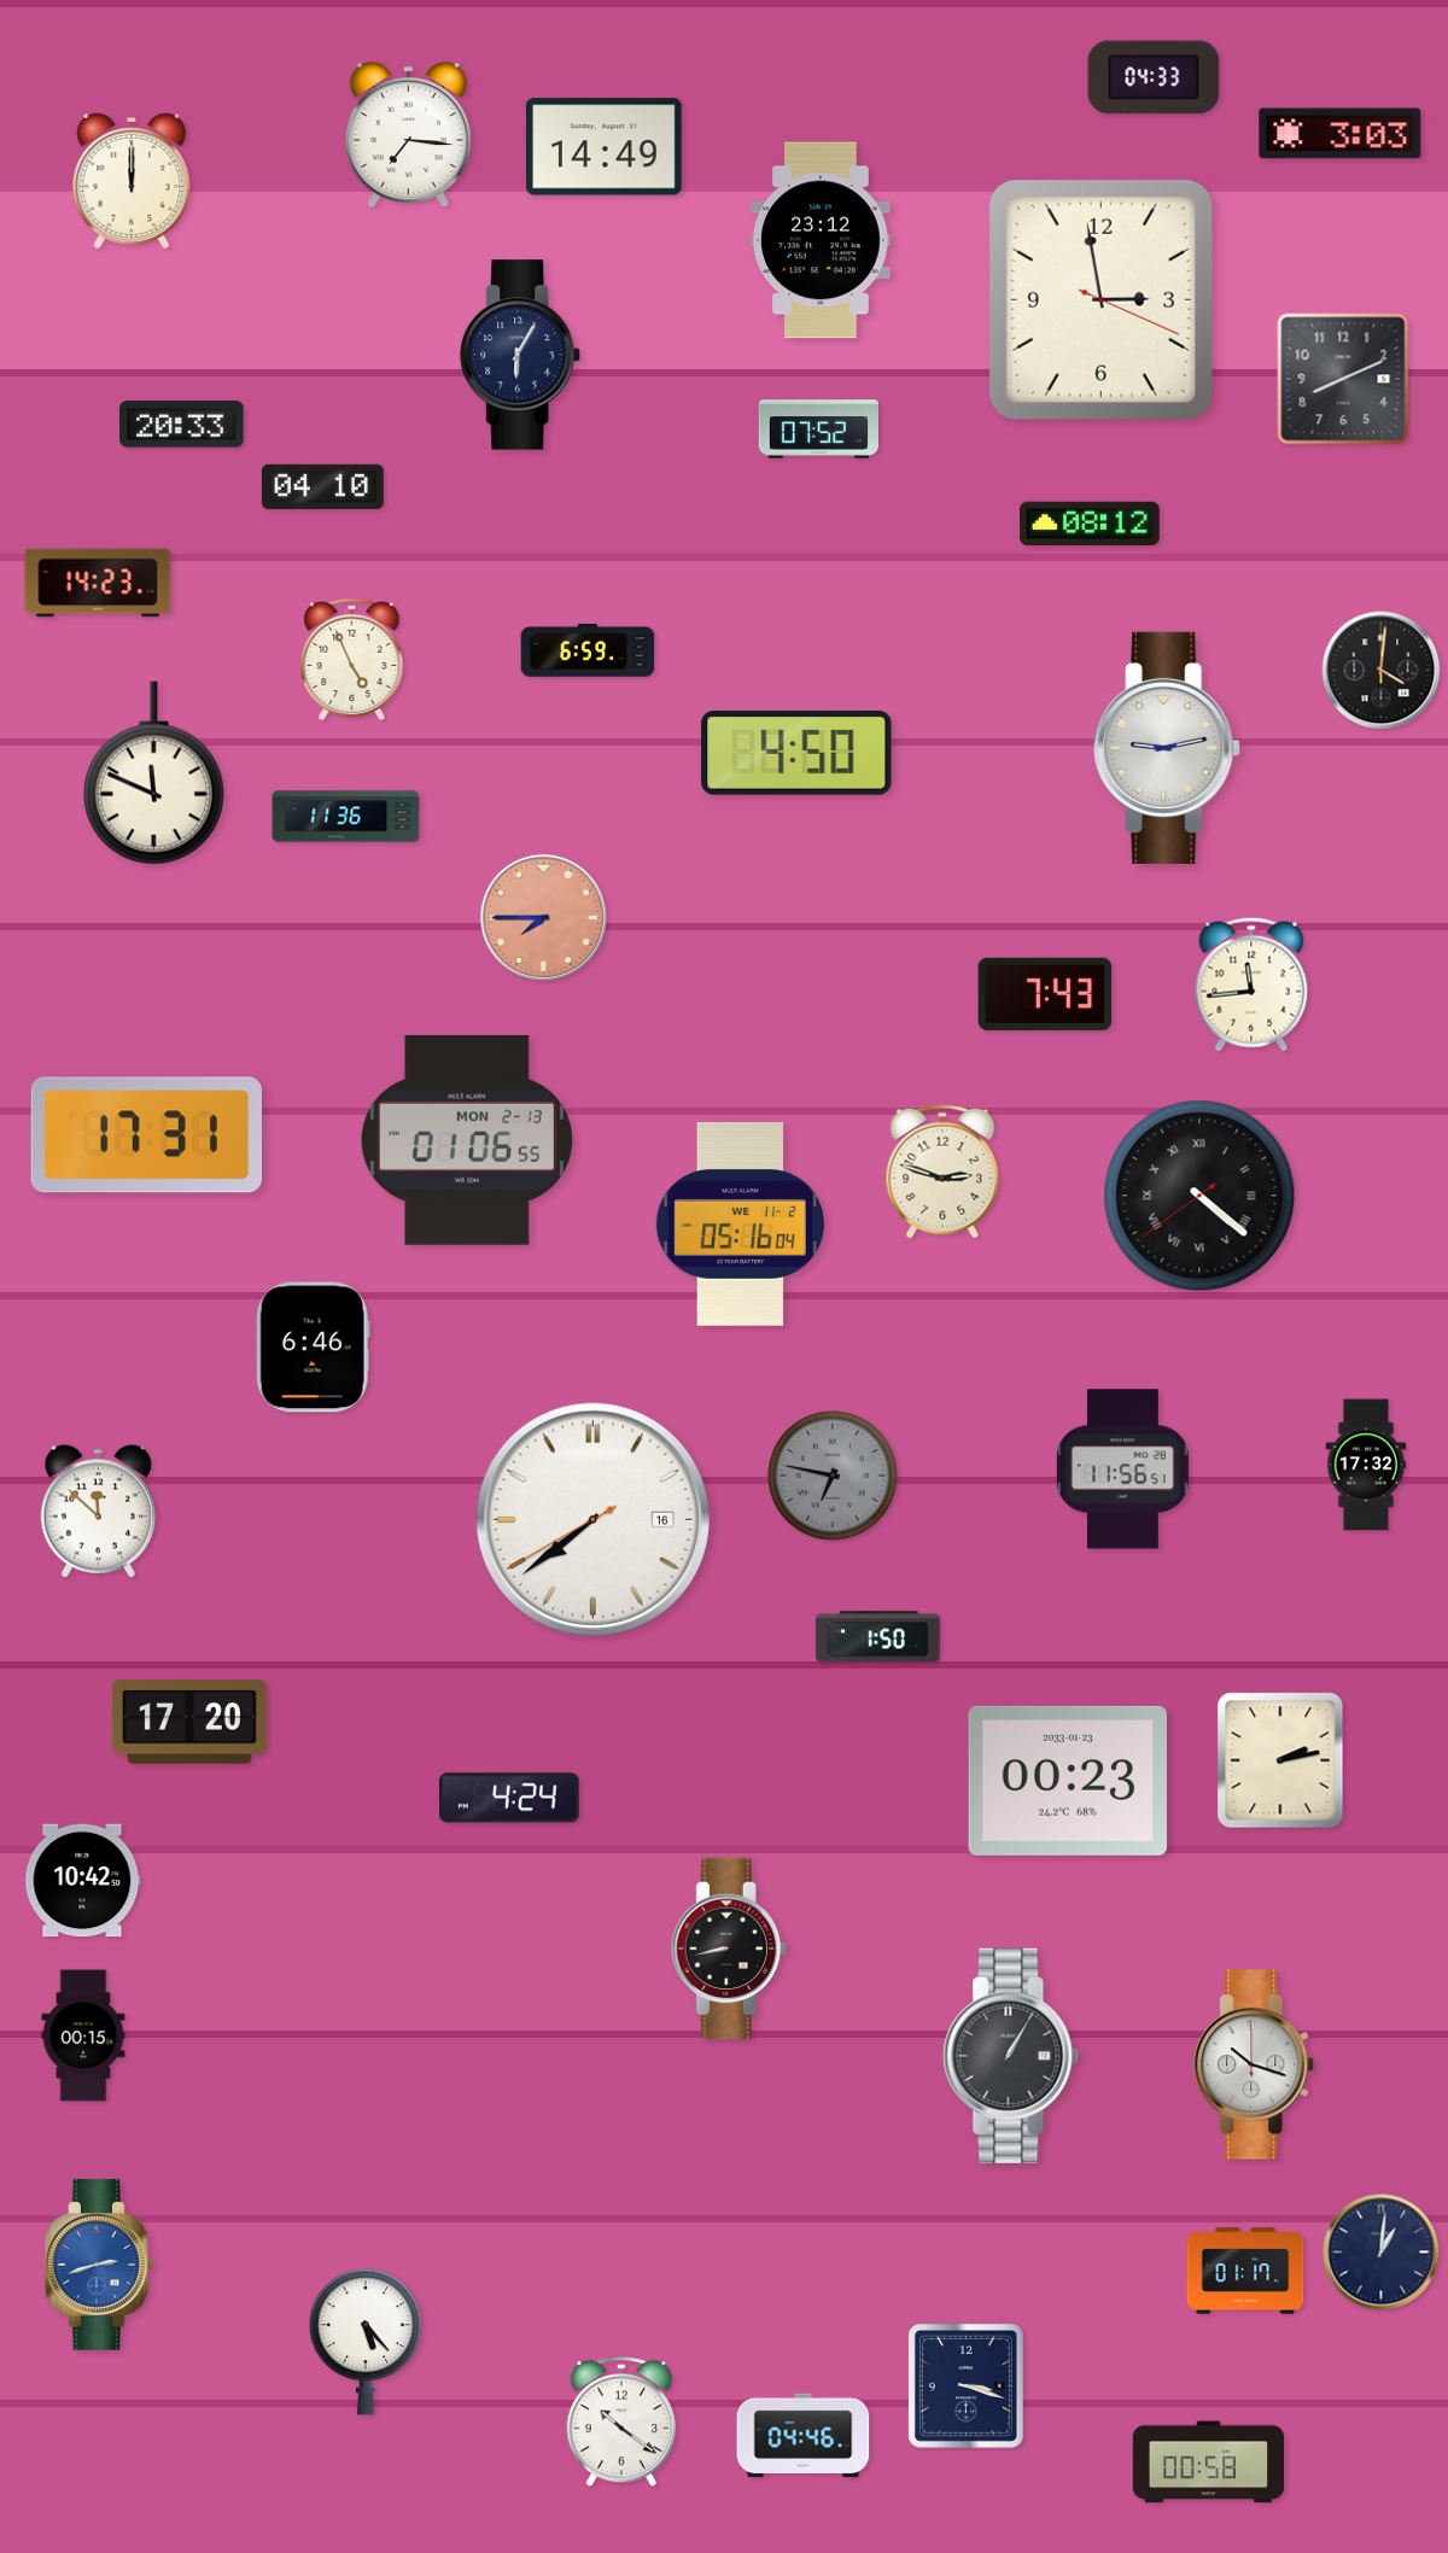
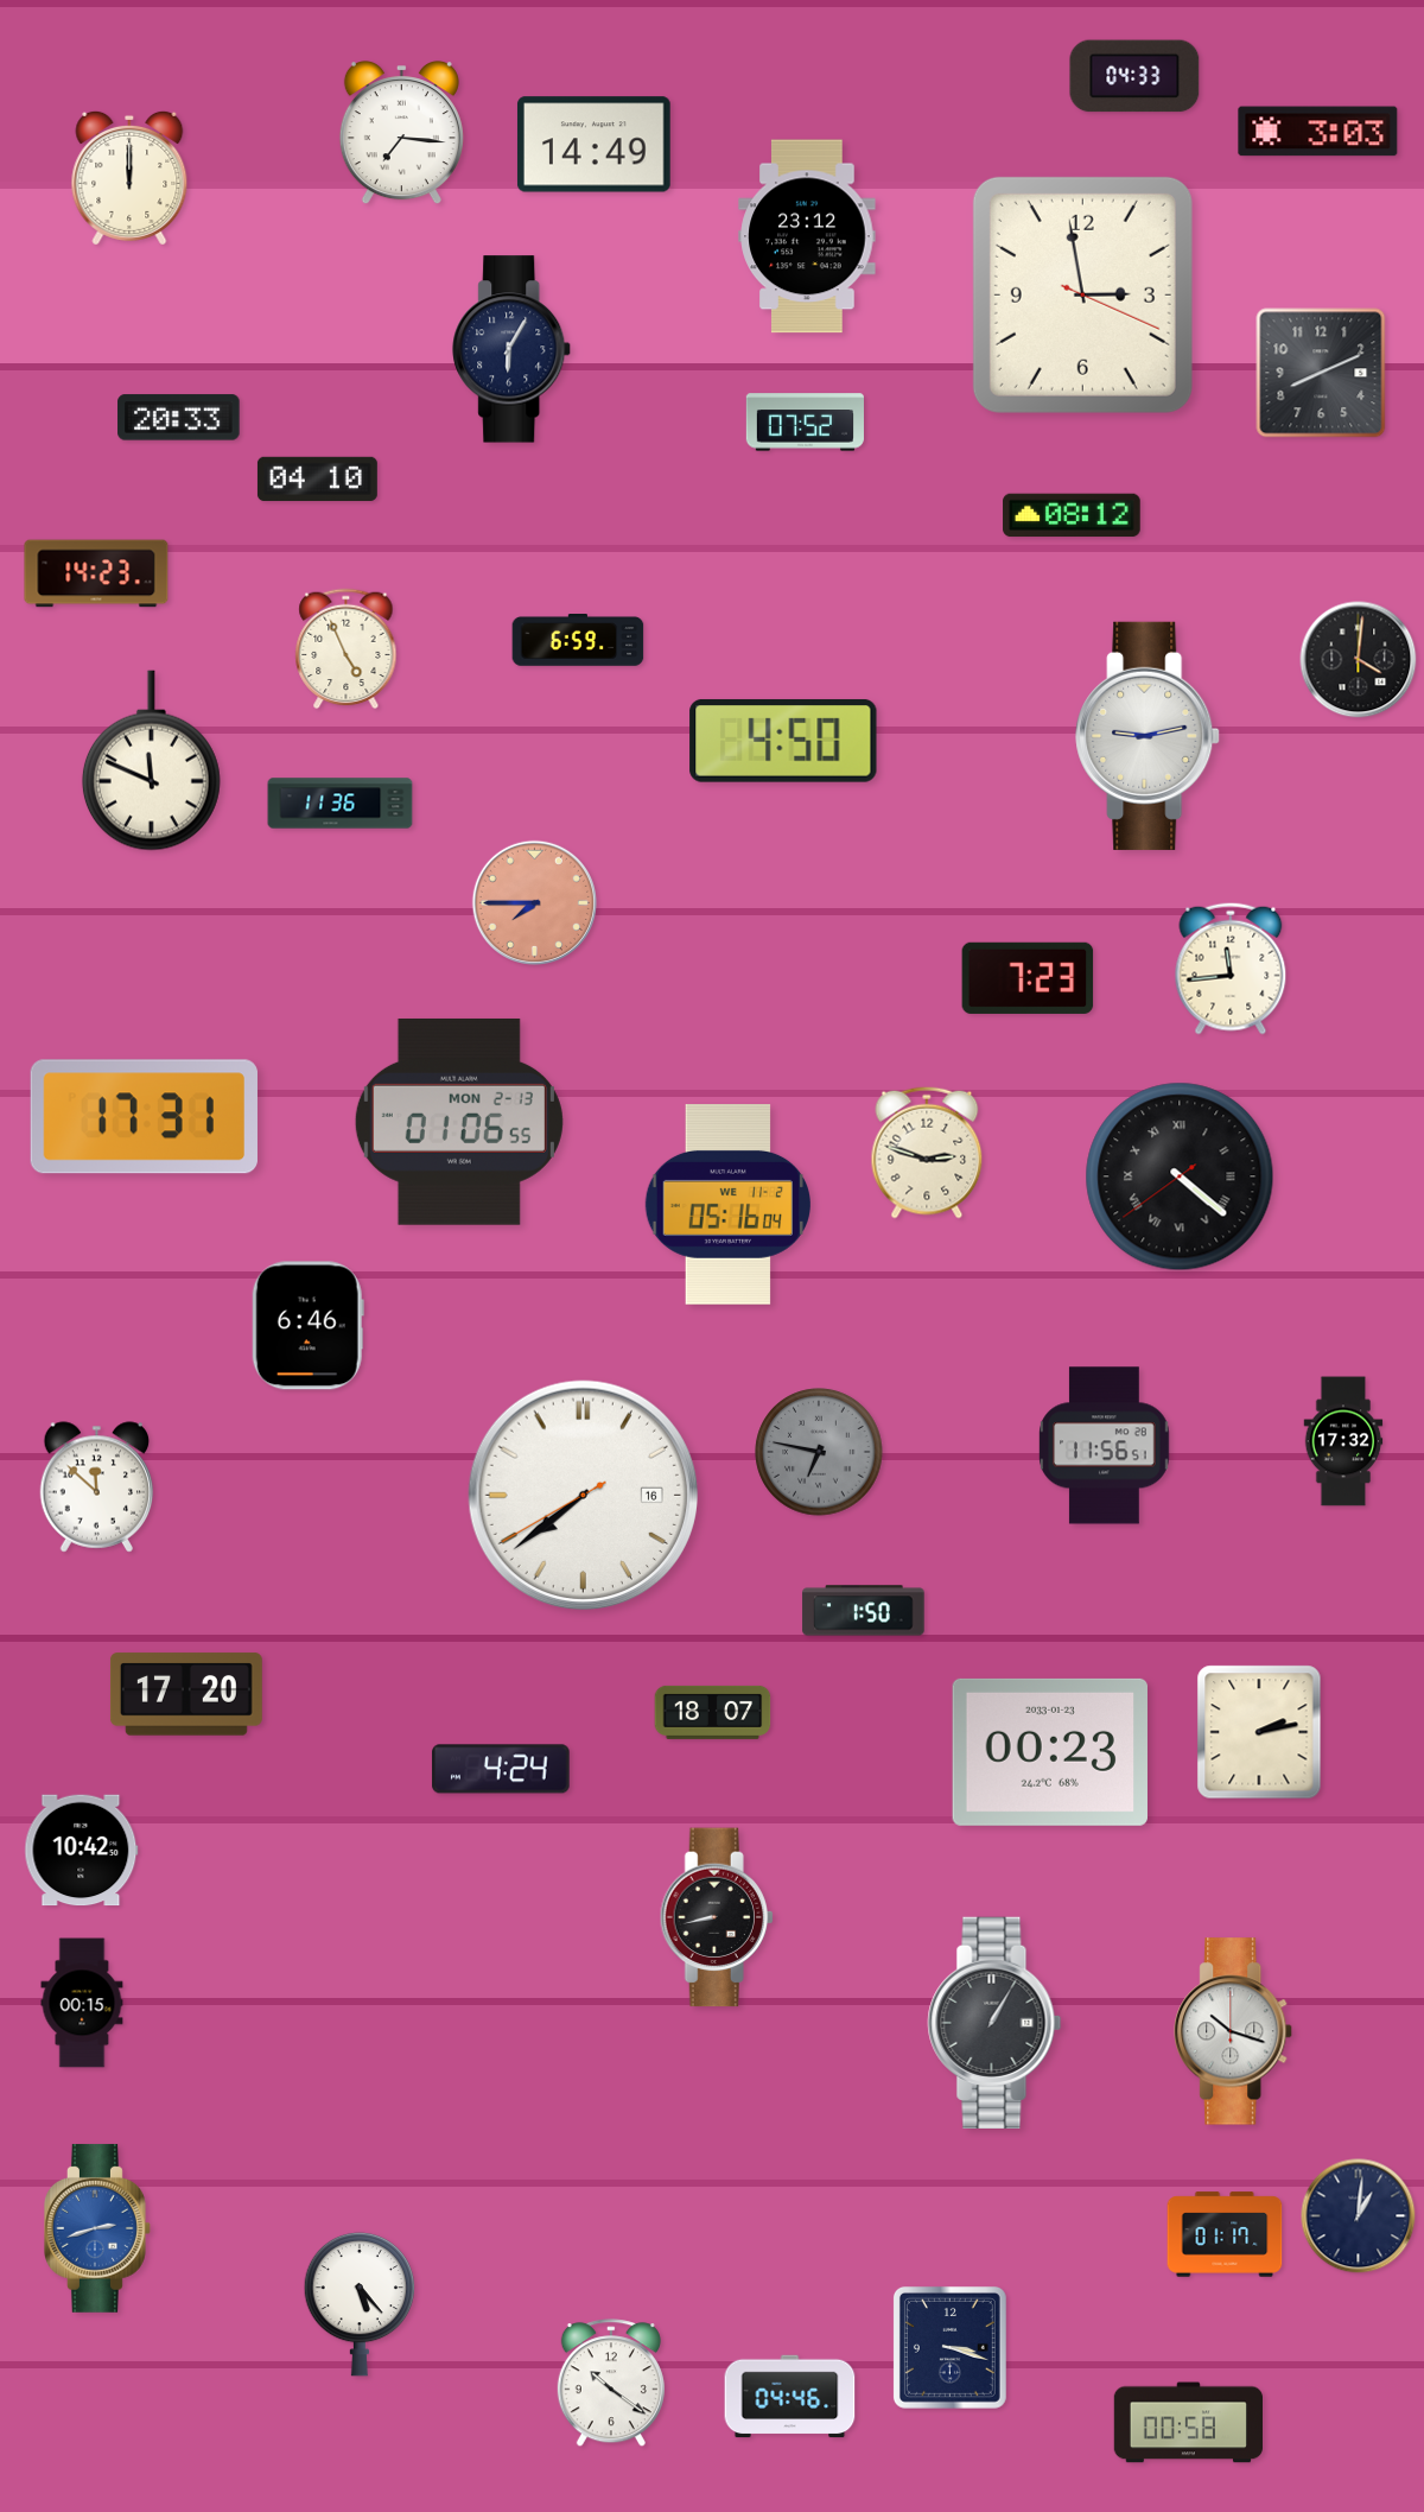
clock at (1045, 994): 7:43 -> 7:23
clock at (713, 1712): none -> 18:07
